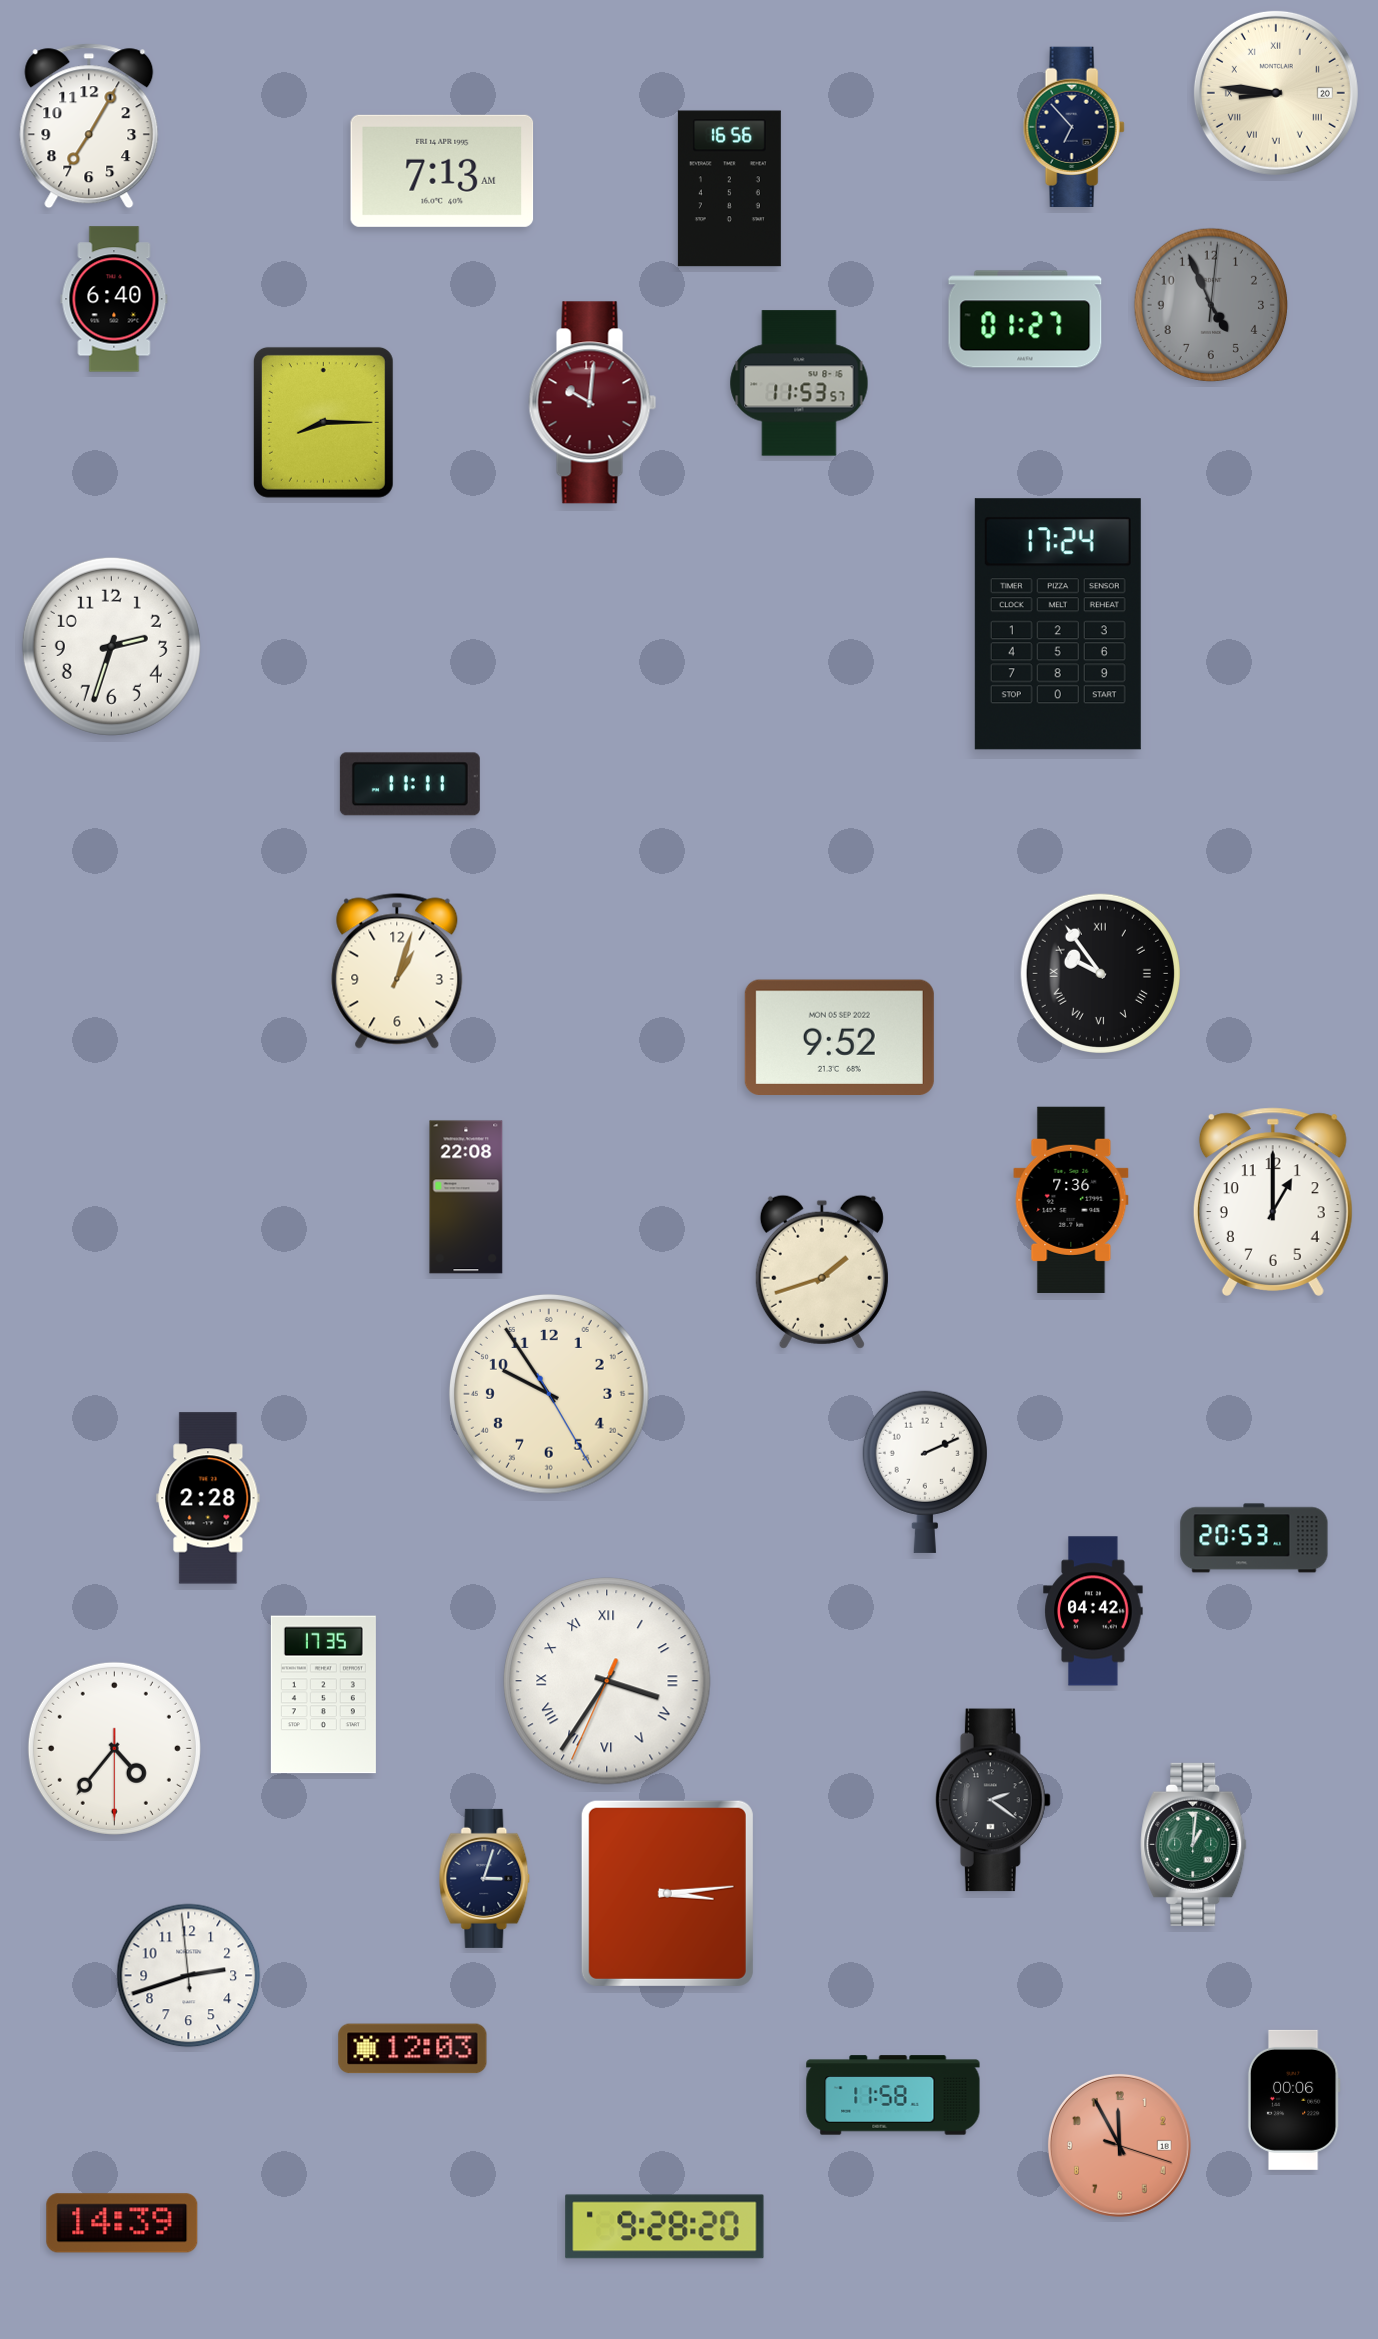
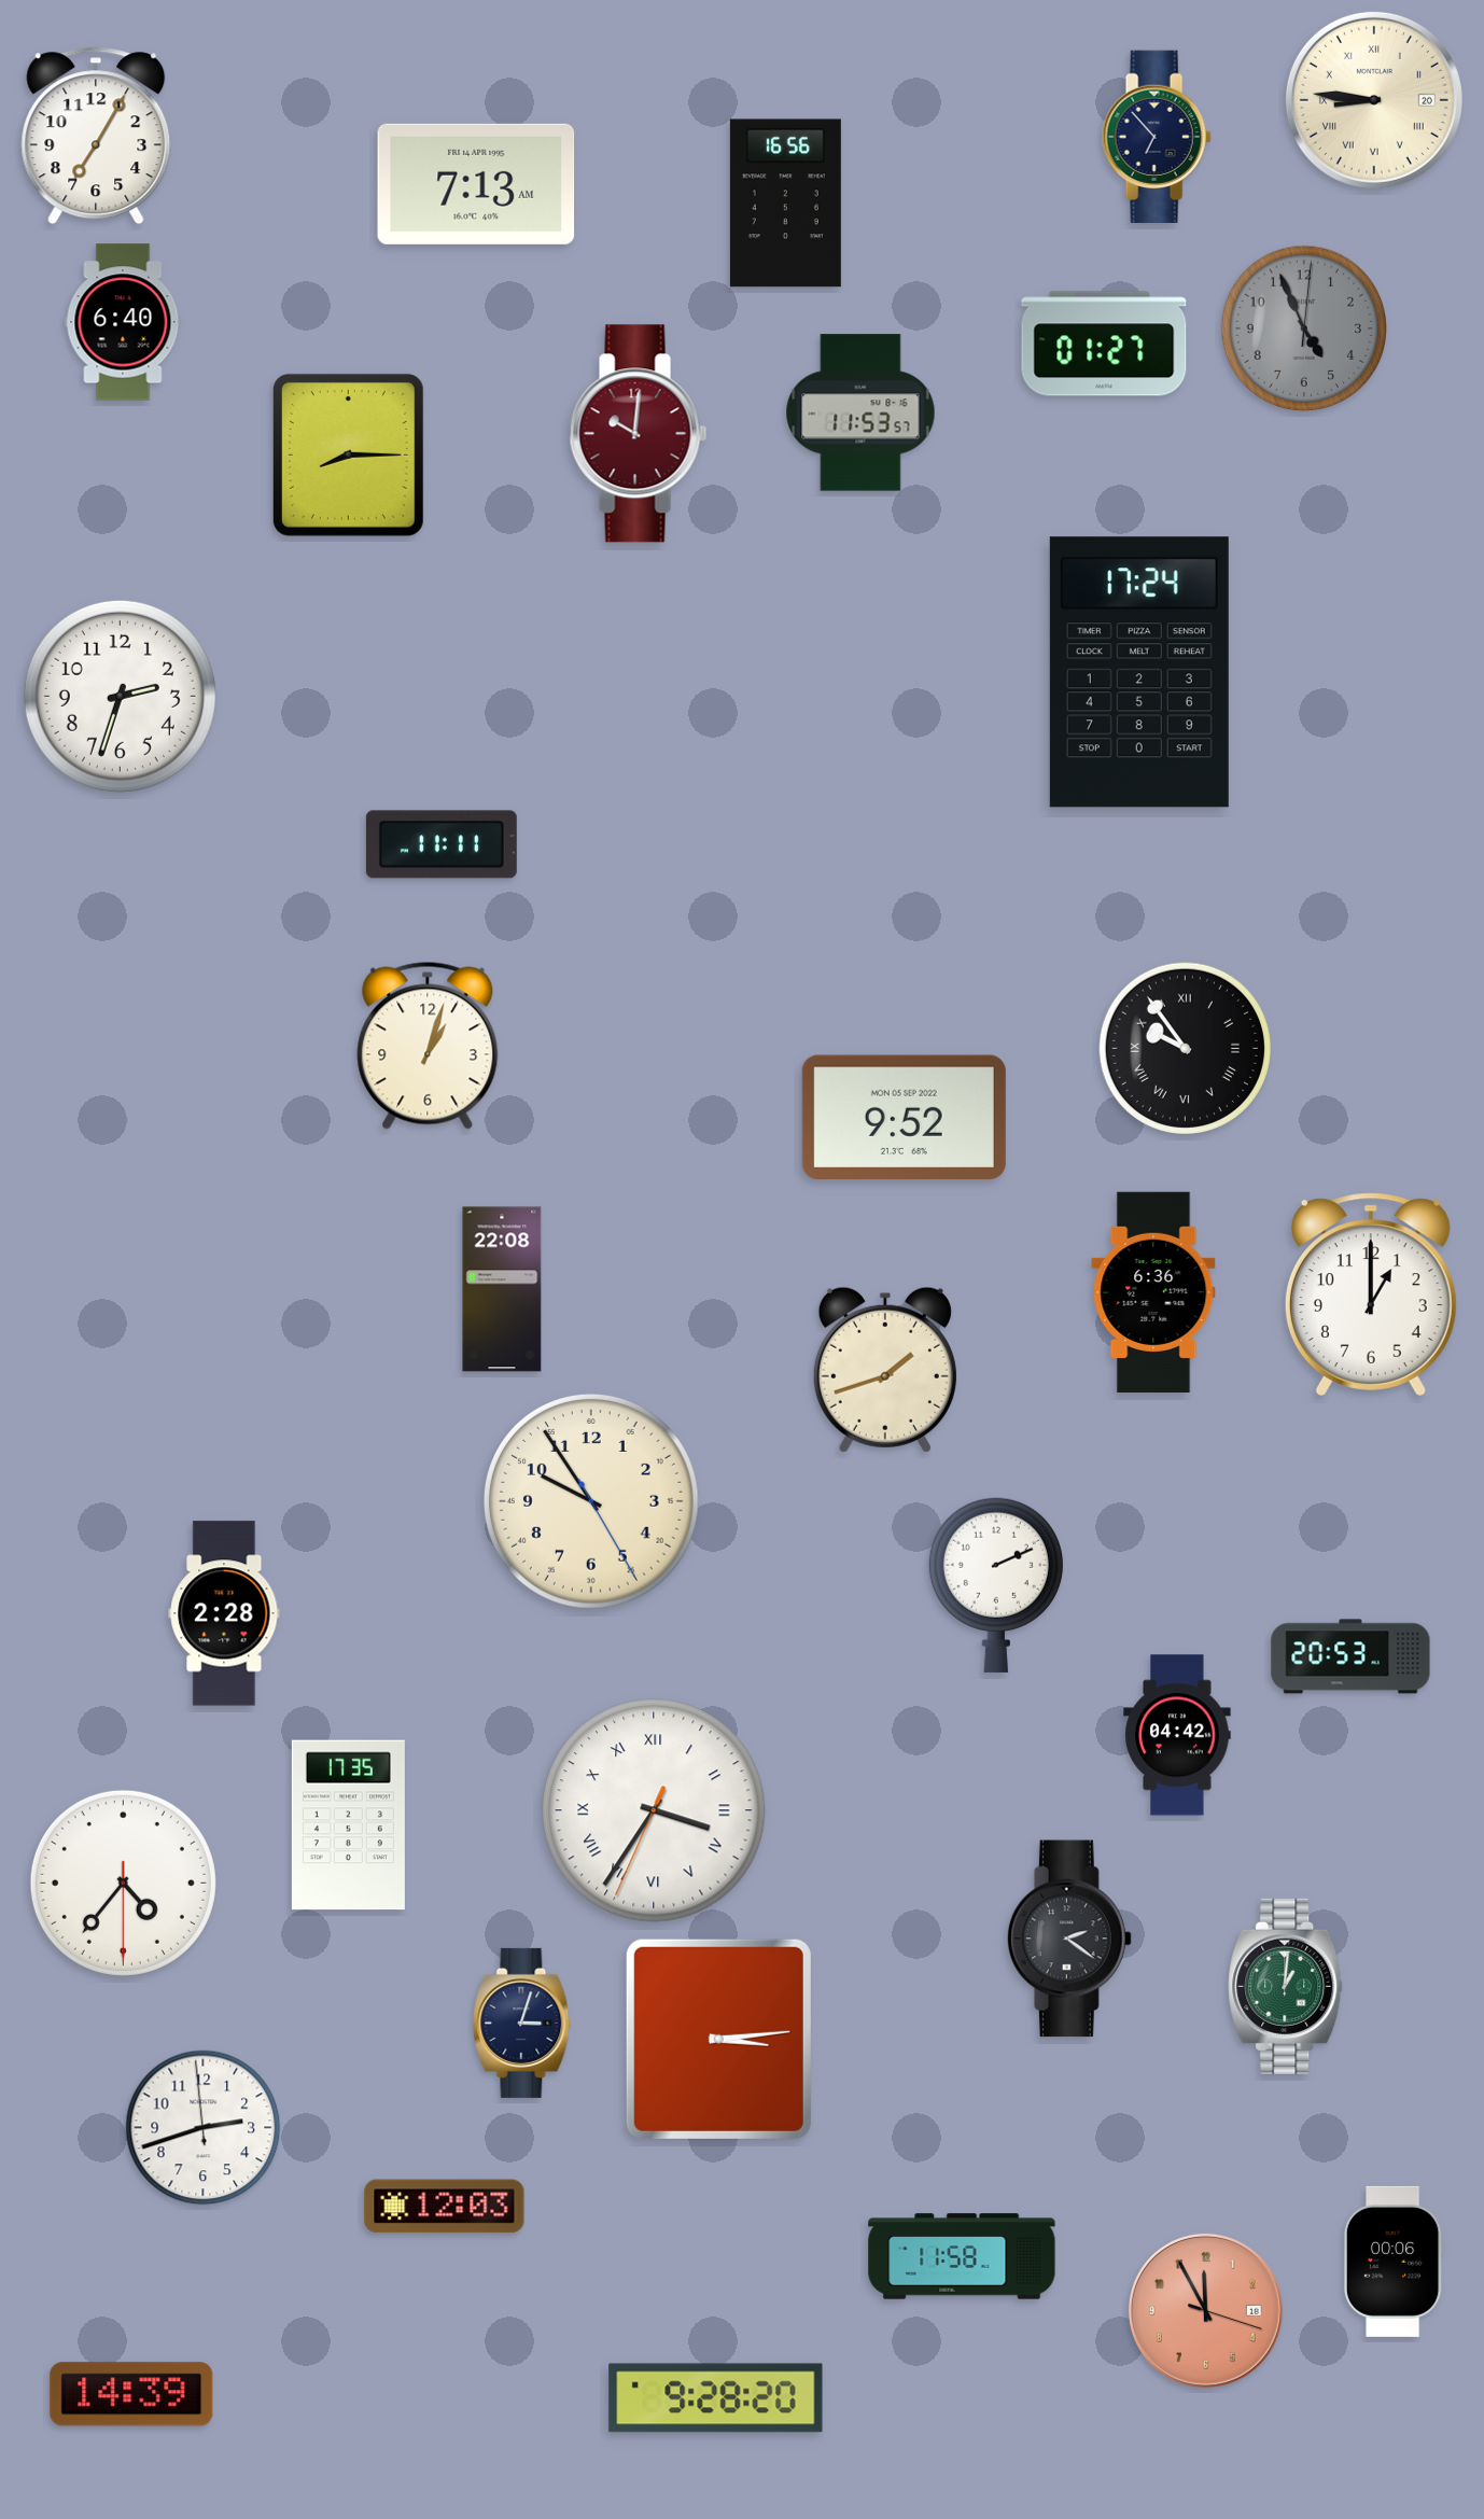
clock at (1071, 1200): 7:36 -> 6:36
